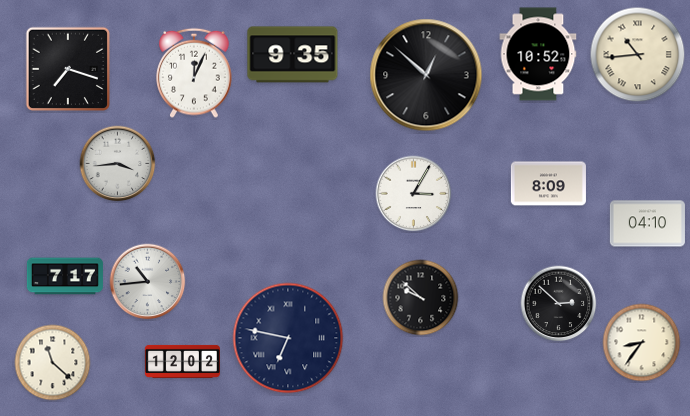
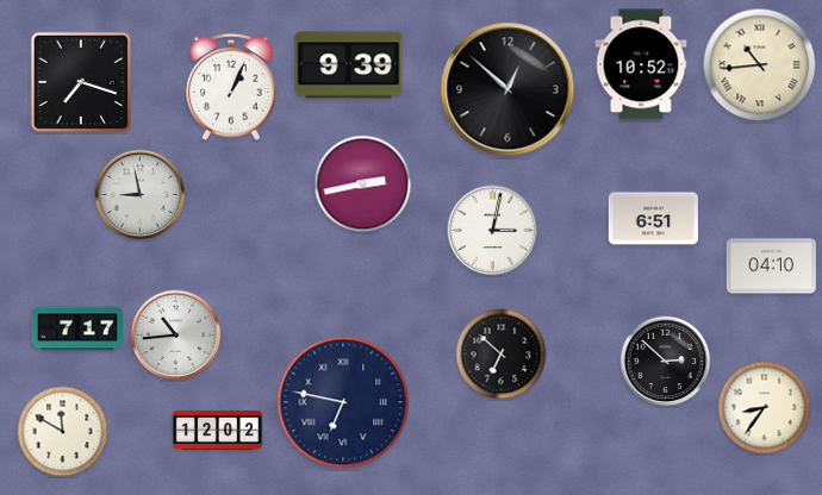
clock at (293, 55): 9:35 -> 9:39
clock at (194, 73): 12:04 -> 1:04
clock at (363, 184): none -> 2:43
clock at (118, 164): 3:44 -> 8:58
clock at (548, 184): 8:09 -> 6:51
clock at (414, 194): 3:05 -> 3:02
clock at (421, 298): 9:52 -> 6:52
clock at (53, 363): 11:22 -> 11:50
